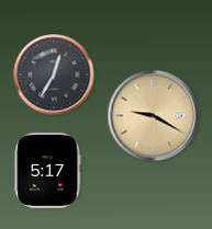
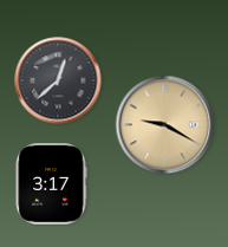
clock at (54, 75): 12:35 -> 12:38
clock at (47, 171): 5:17 -> 3:17
